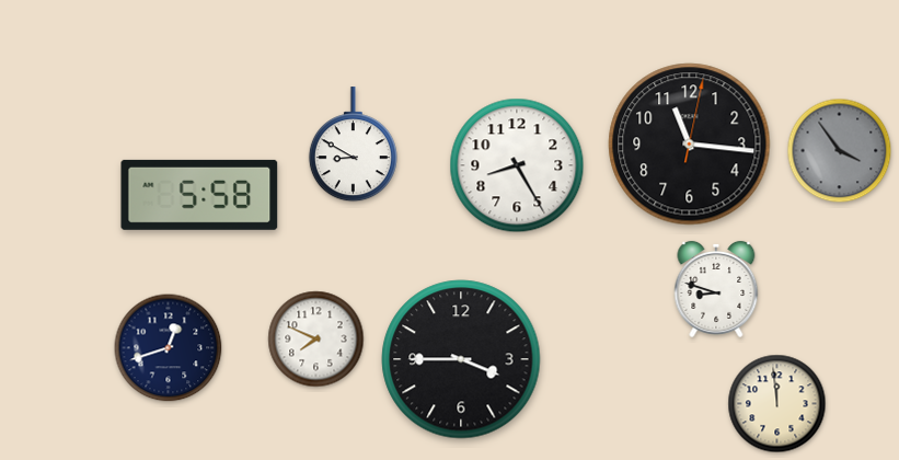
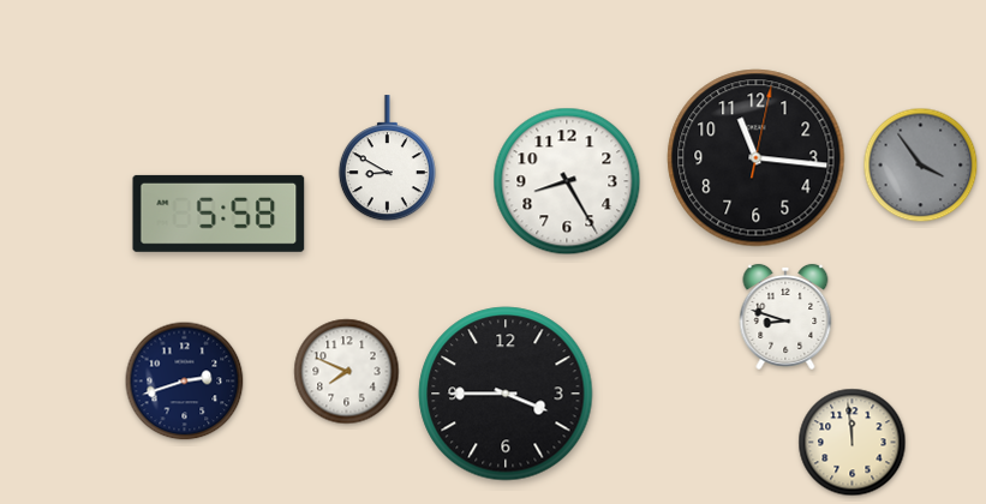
clock at (169, 348): 12:42 -> 2:42
